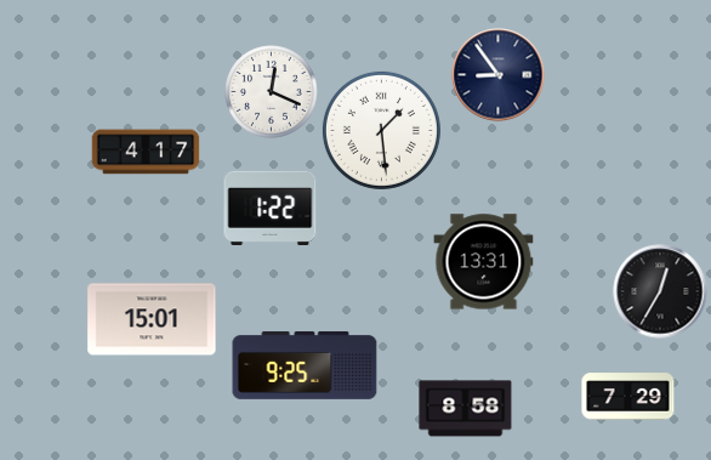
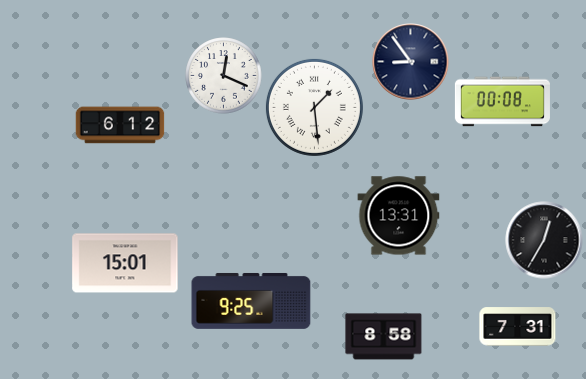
clock at (502, 102): none -> 00:08
clock at (146, 152): 4:17 -> 6:12
clock at (271, 208): 1:22 -> none
clock at (628, 397): 7:29 -> 7:31
